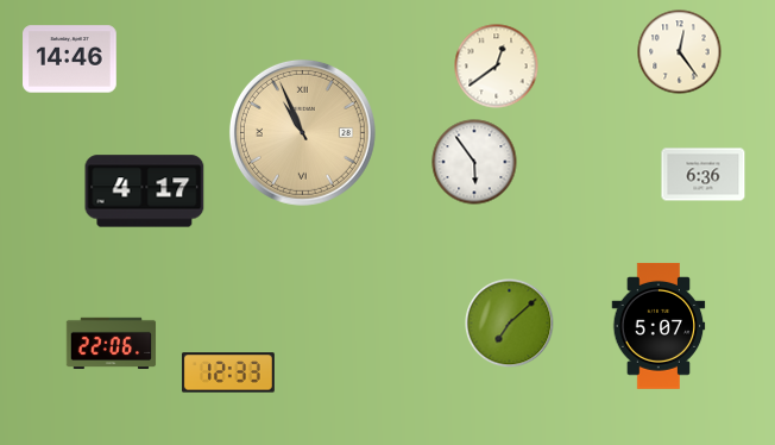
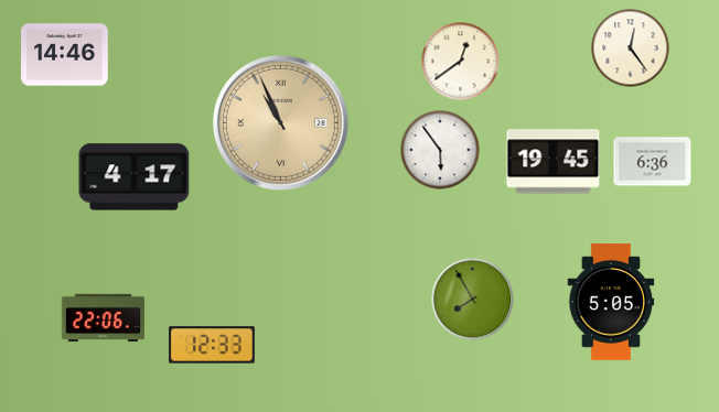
clock at (554, 162): none -> 19:45
clock at (510, 324): 7:08 -> 7:55
clock at (659, 326): 5:07 -> 5:05
